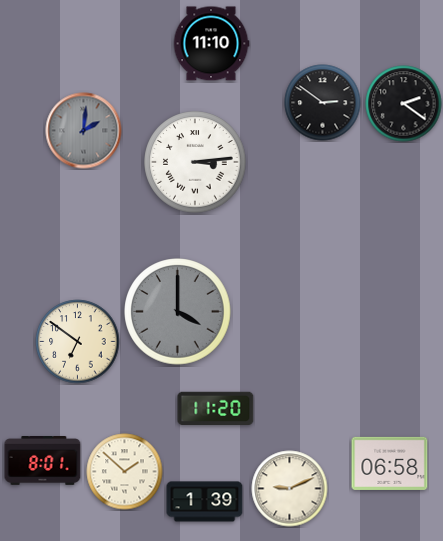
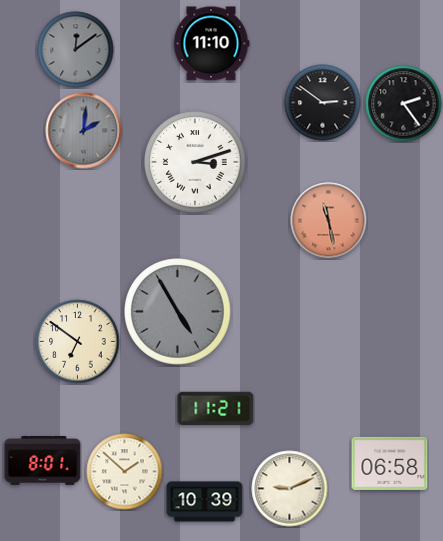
clock at (76, 50): none -> 12:09
clock at (404, 104): 2:21 -> 2:24
clock at (195, 162): 3:14 -> 3:12
clock at (329, 221): none -> 11:28
clock at (178, 312): 4:00 -> 4:55
clock at (216, 409): 11:20 -> 11:21
clock at (205, 502): 1:39 -> 10:39
